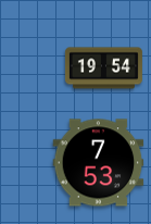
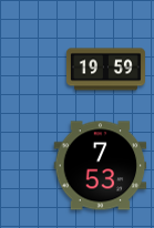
clock at (103, 69): 19:54 -> 19:59
